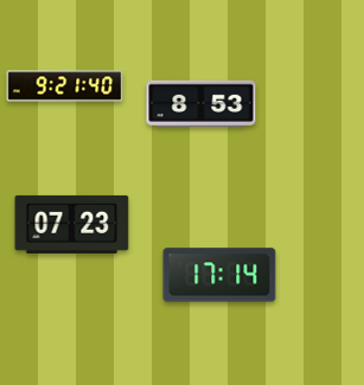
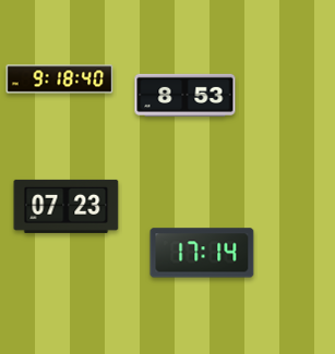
clock at (65, 86): 9:21 -> 9:18
